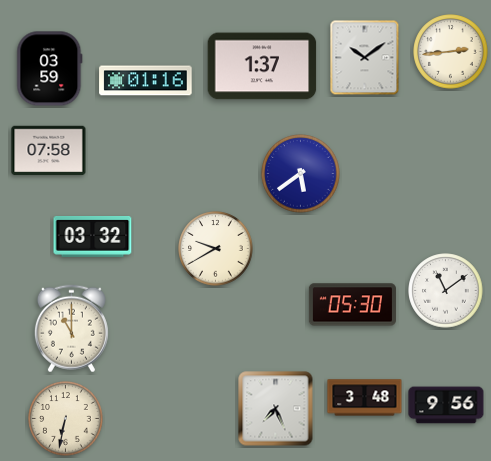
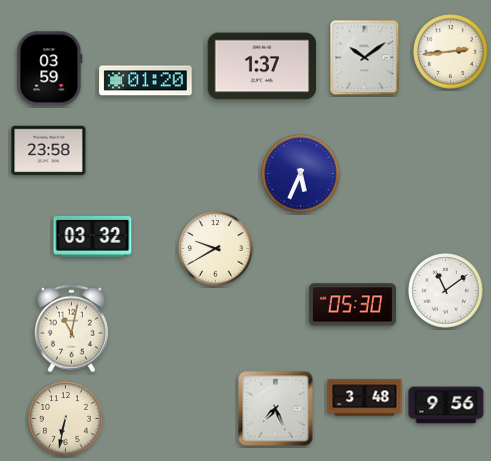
clock at (146, 81): 01:16 -> 01:20
clock at (49, 151): 07:58 -> 23:58
clock at (301, 174): 5:39 -> 5:34
clock at (71, 329): 11:00 -> 11:02
